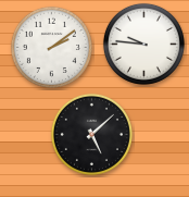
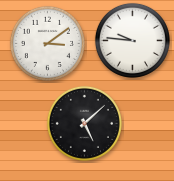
clock at (51, 47): 2:09 -> 3:09
